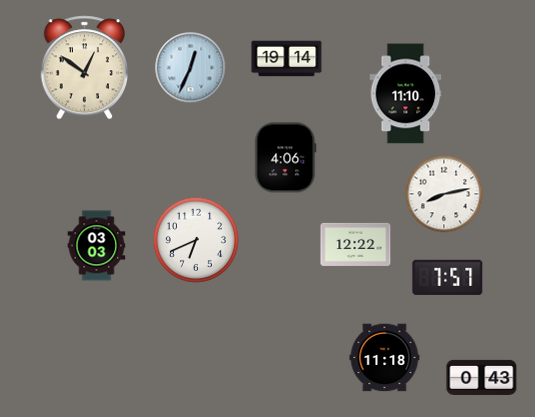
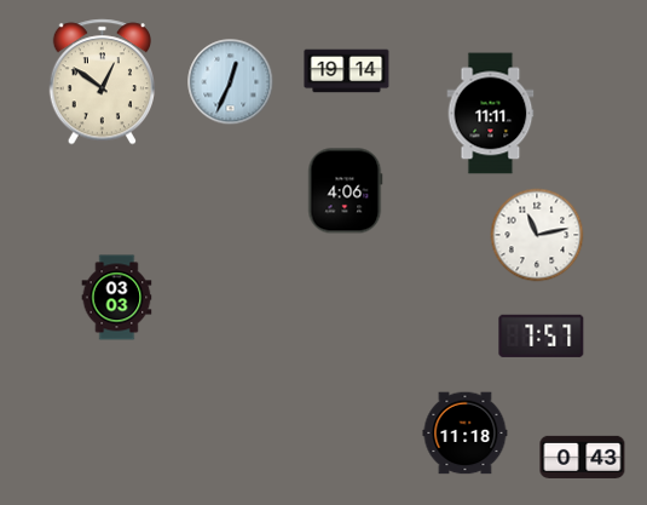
clock at (406, 94): 11:10 -> 11:11
clock at (444, 194): 8:13 -> 11:13
clock at (196, 240): 6:41 -> none
clock at (356, 244): 12:22 -> none
